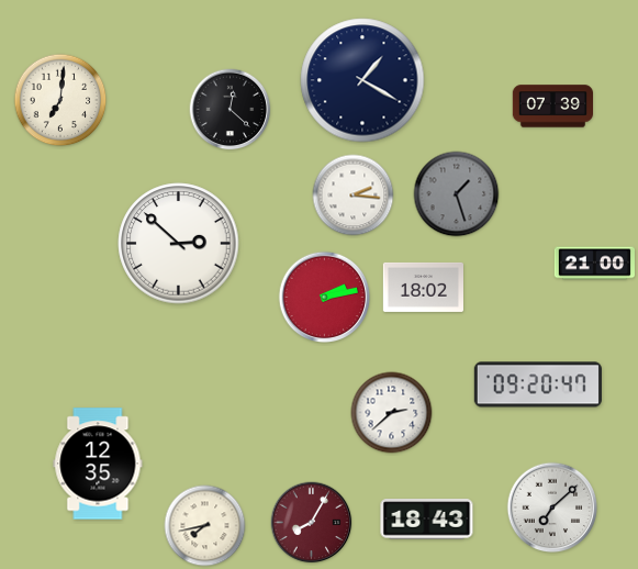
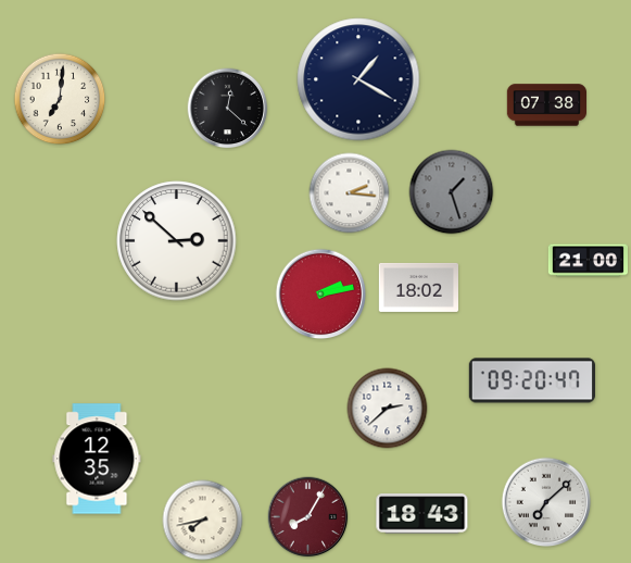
clock at (552, 107): 07:39 -> 07:38
clock at (423, 287) position: (423, 287) -> (418, 287)
